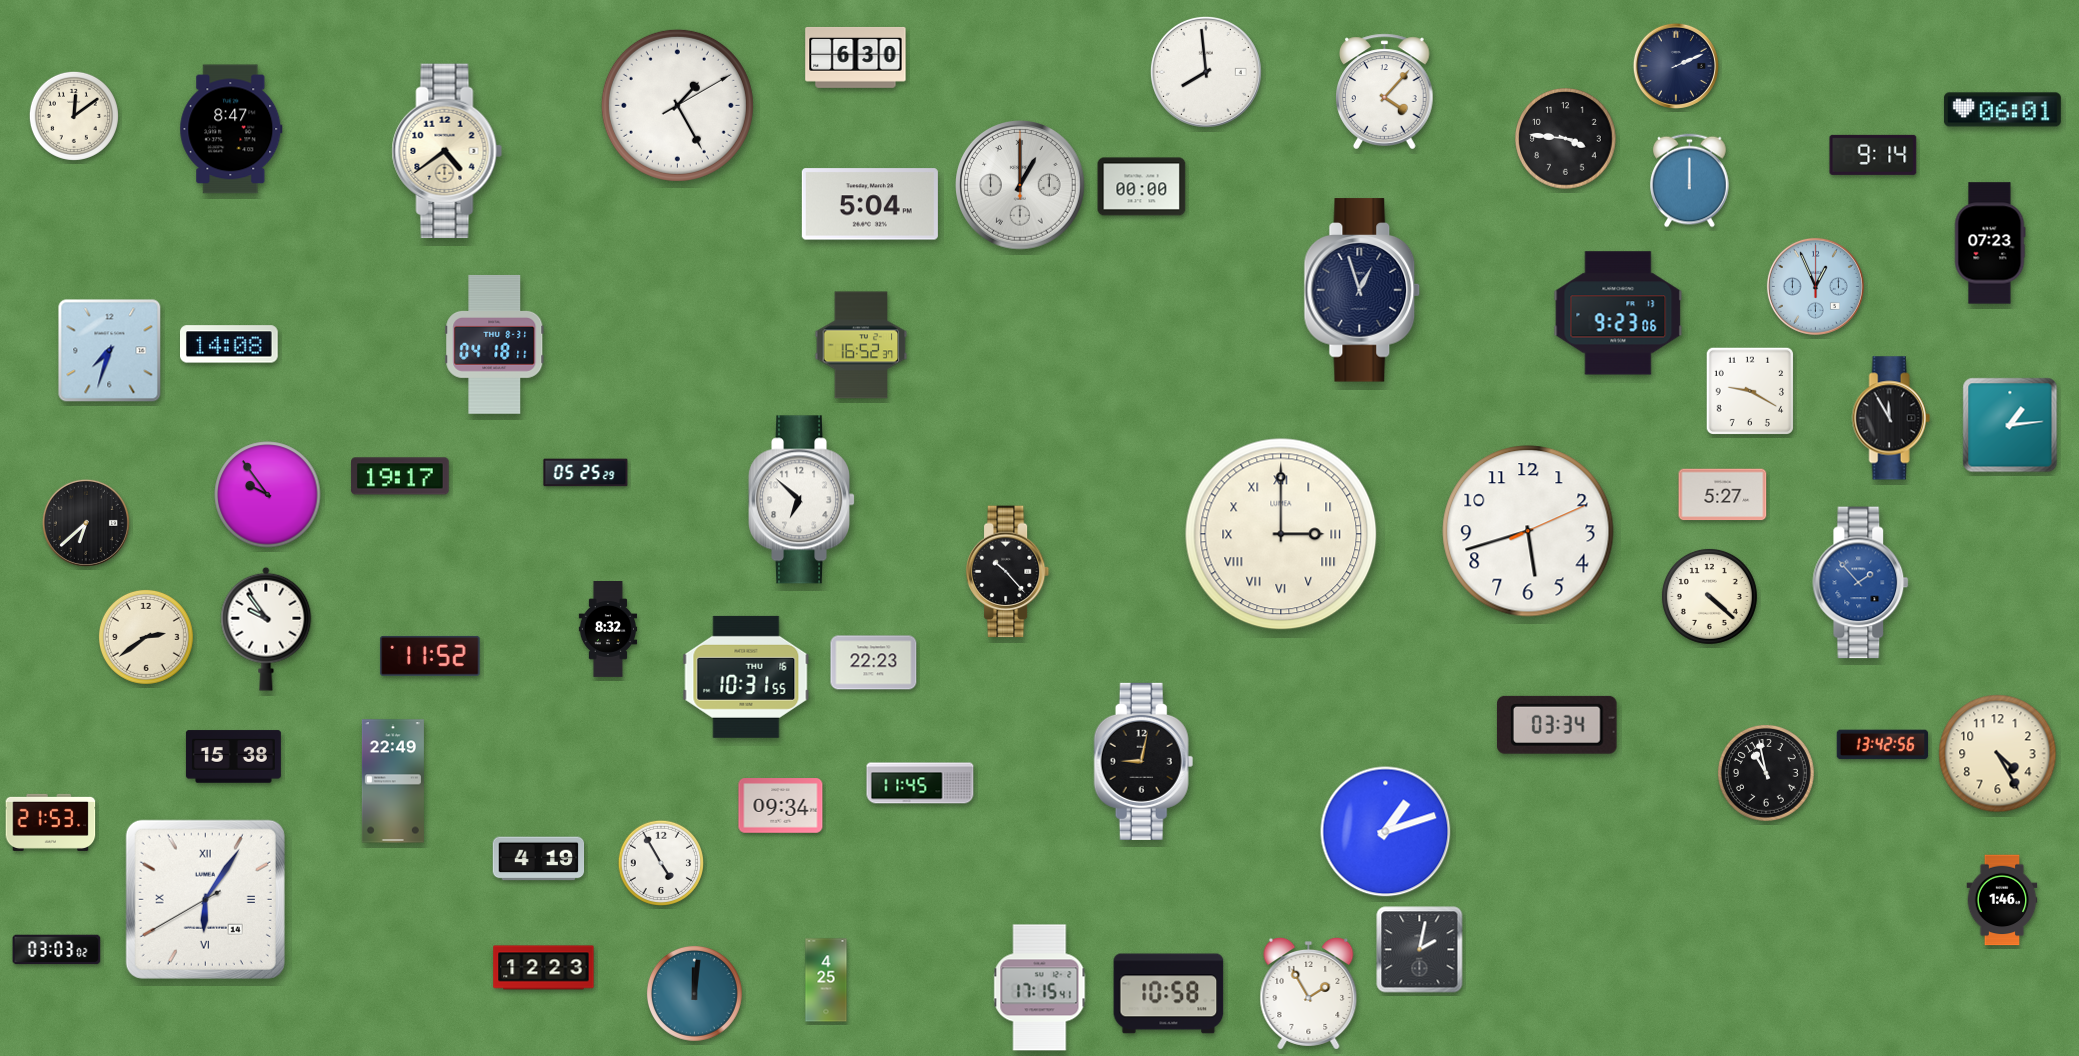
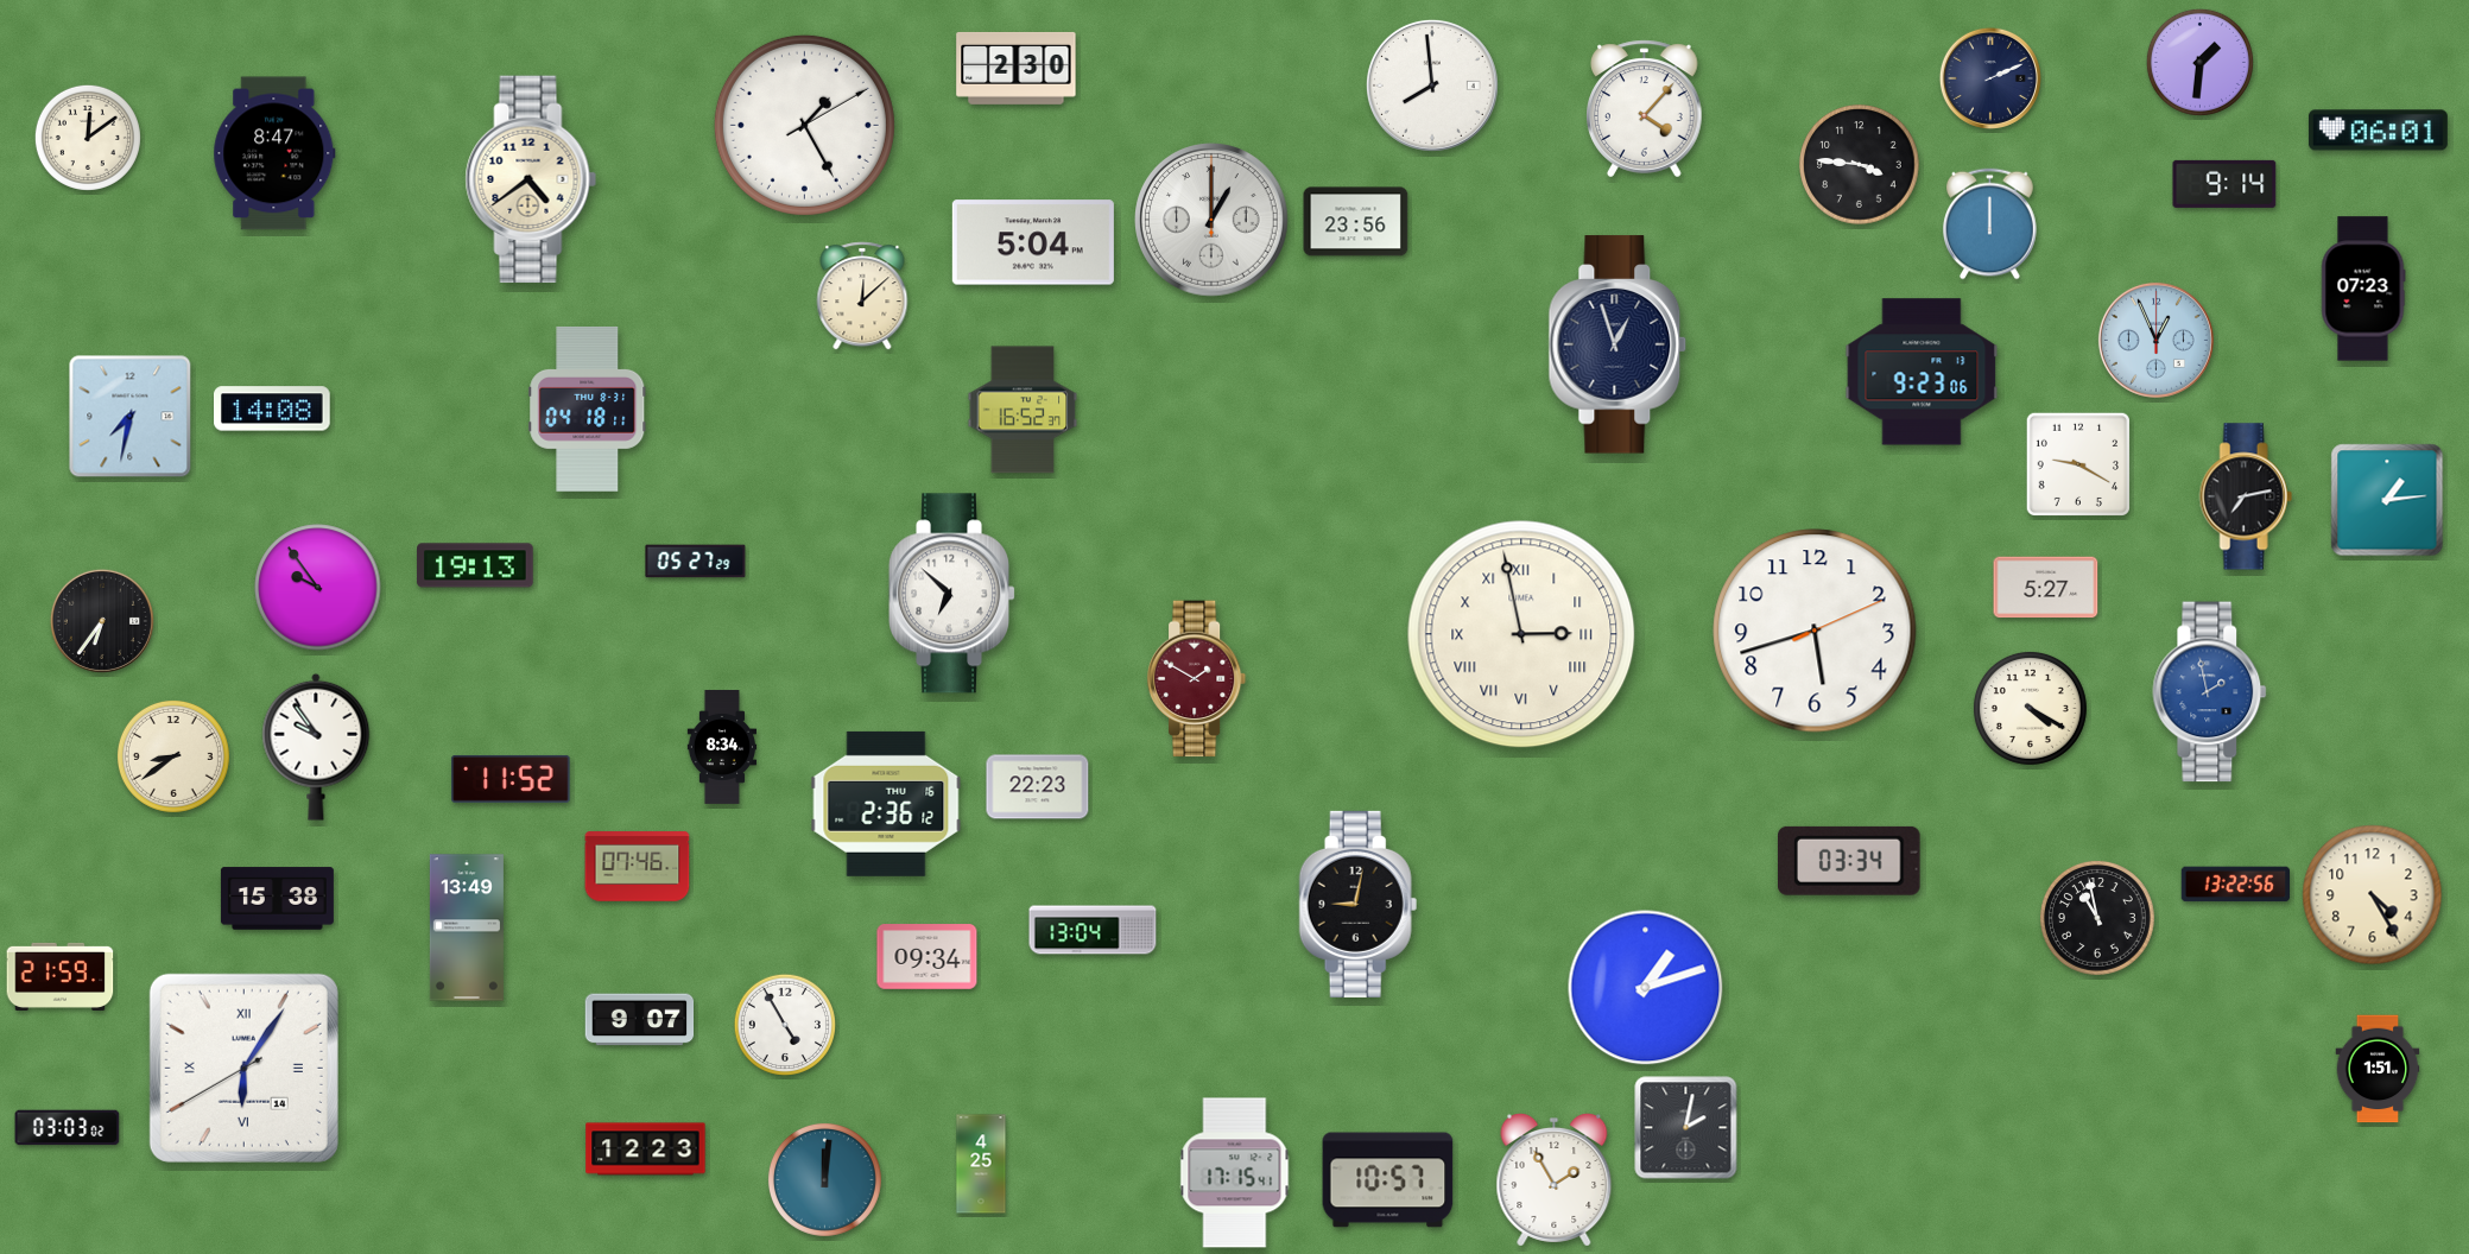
clock at (2199, 62): none -> 1:31
clock at (856, 57): 6:30 -> 2:30
clock at (1690, 181) position: (1690, 181) -> (1990, 224)
clock at (1142, 187): 00:00 -> 23:56
clock at (862, 296): none -> 12:08
clock at (110, 351): 7:33 -> 7:32
clock at (1891, 418): 11:55 -> 7:13
clock at (2010, 425) position: (2010, 425) -> (2387, 500)
clock at (586, 473): 05:25 -> 05:27
clock at (400, 476): 19:17 -> 19:13
clock at (86, 523): 6:38 -> 6:36
clock at (1281, 534): 3:00 -> 2:58
clock at (1008, 572): 10:23 -> 1:50
clock at (1008, 572) dial: black -> burgundy
clock at (1861, 583): 1:53 -> 1:58
clock at (1709, 596): 4:22 -> 4:20
clock at (608, 630): 8:32 -> 8:34
clock at (146, 637): 2:39 -> 8:39
clock at (746, 677): 10:31 -> 2:36
clock at (638, 867): none -> 07:46
clock at (1883, 745): 13:42 -> 13:22
clock at (393, 781): 22:49 -> 13:49
clock at (920, 783): 11:45 -> 13:04
clock at (51, 822): 21:53 -> 21:59
clock at (539, 859): 4:19 -> 9:07
clock at (2002, 900): 1:46 -> 1:51
clock at (1169, 994): 10:58 -> 10:57
